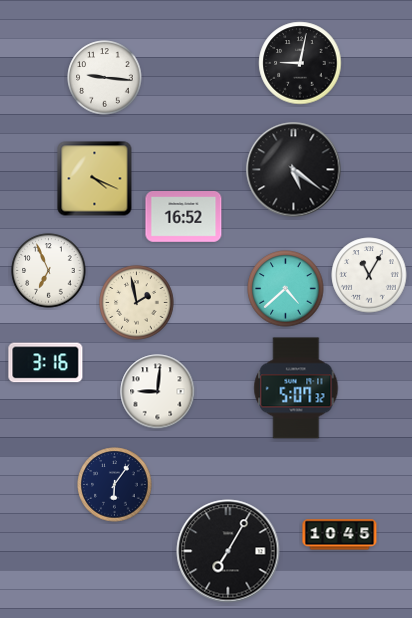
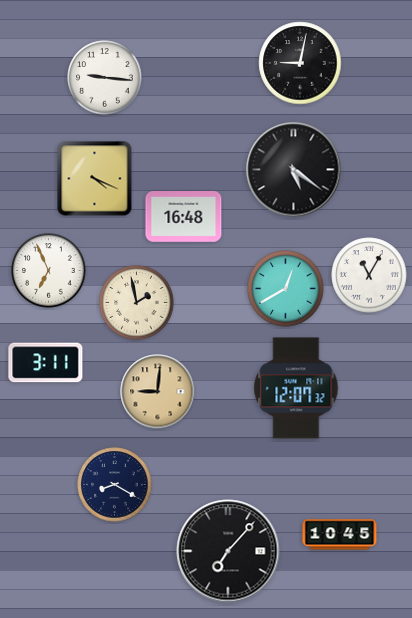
clock at (184, 217): 16:52 -> 16:48
clock at (286, 289): 4:38 -> 12:40
clock at (46, 363): 3:16 -> 3:11
clock at (296, 388): 5:07 -> 12:07
clock at (158, 392) dial: white -> champagne
clock at (115, 485): 6:06 -> 8:20
clock at (228, 551): 7:05 -> 7:07
